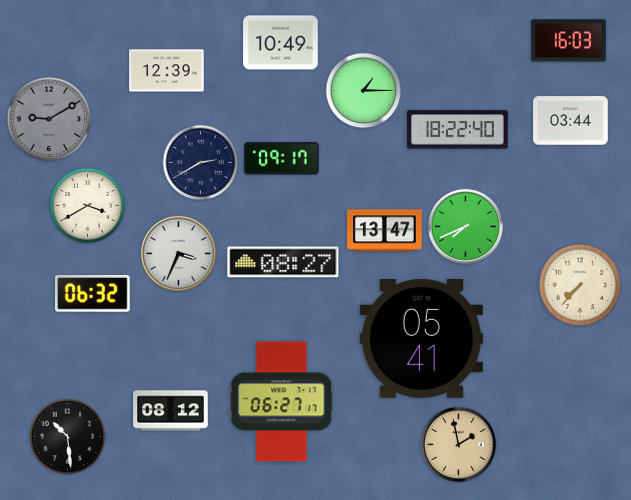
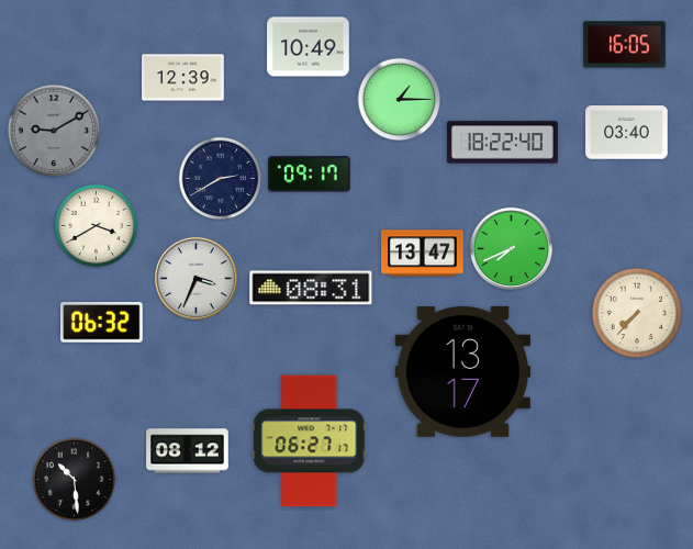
clock at (569, 41): 16:03 -> 16:05
clock at (571, 121): 03:44 -> 03:40
clock at (283, 262): 08:27 -> 08:31
clock at (421, 338): 05:41 -> 13:17
clock at (458, 444): 1:58 -> none
